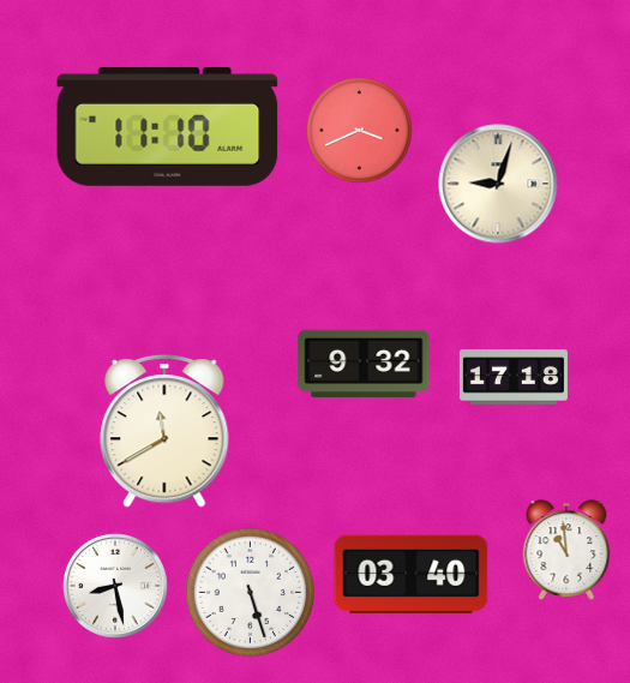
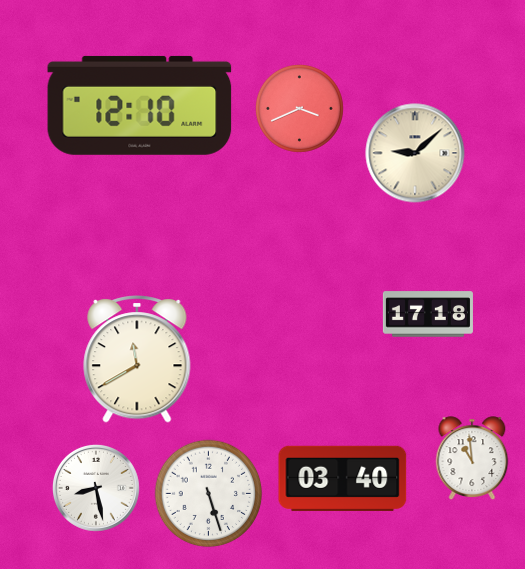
clock at (168, 126): 11:10 -> 12:10
clock at (498, 184): 9:03 -> 9:08
clock at (364, 364): 9:32 -> none
